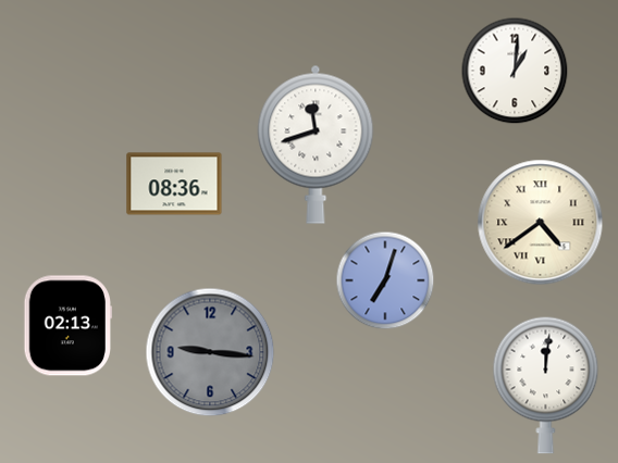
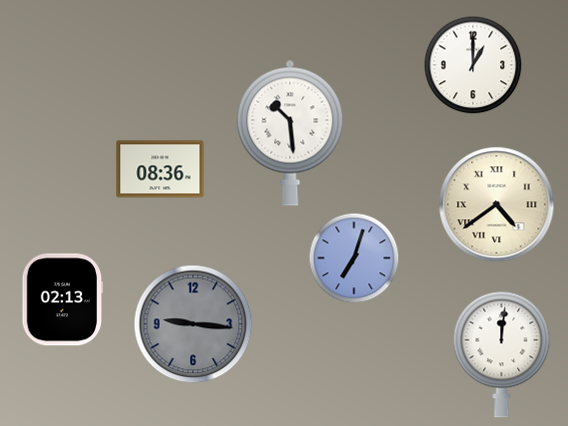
clock at (515, 71): 1:01 -> 1:00
clock at (316, 145): 11:42 -> 10:29
